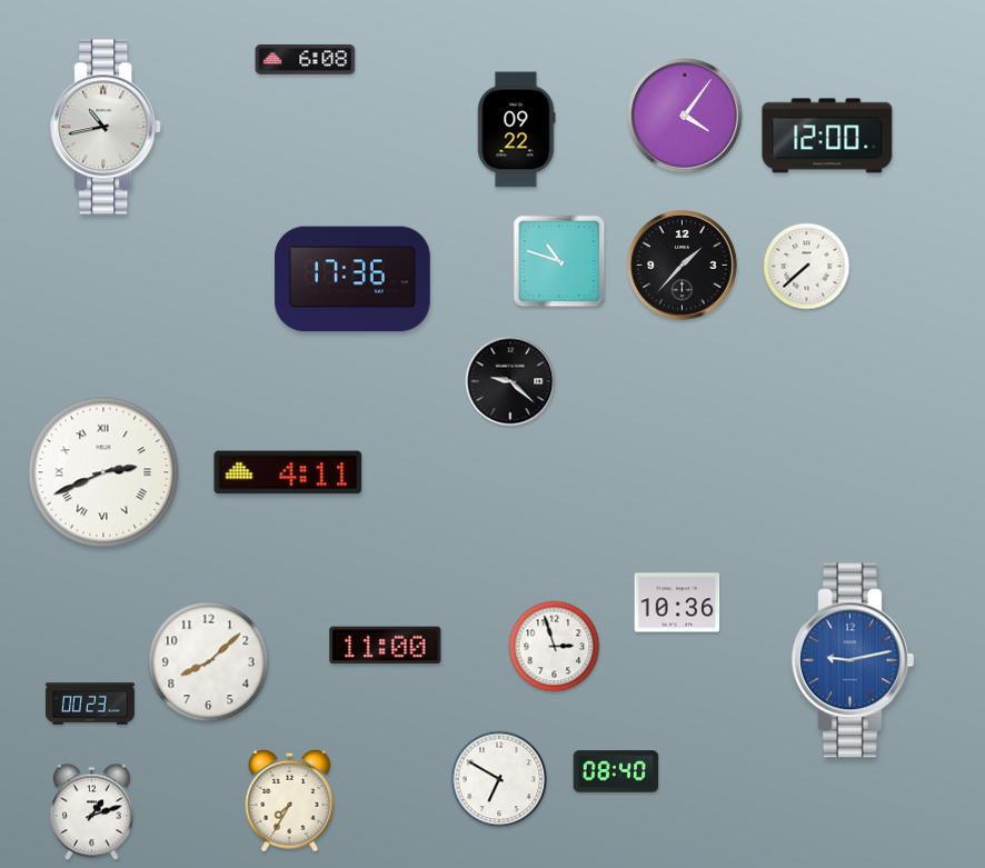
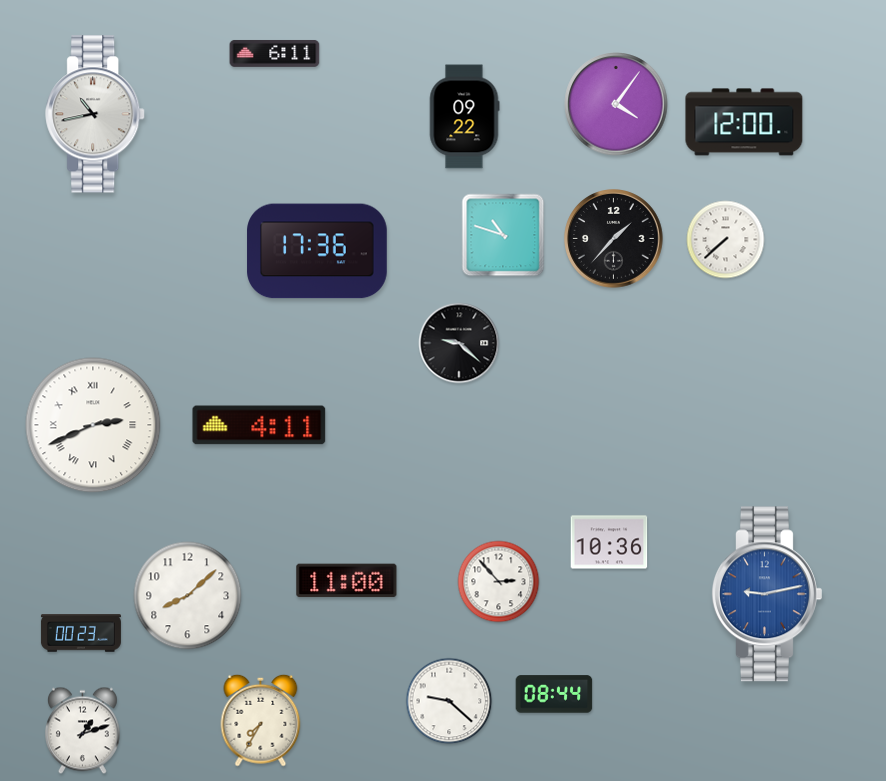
clock at (306, 59): 6:08 -> 6:11
clock at (555, 647): 2:57 -> 2:53
clock at (616, 771): 08:40 -> 08:44
clock at (499, 779): 6:50 -> 9:22
